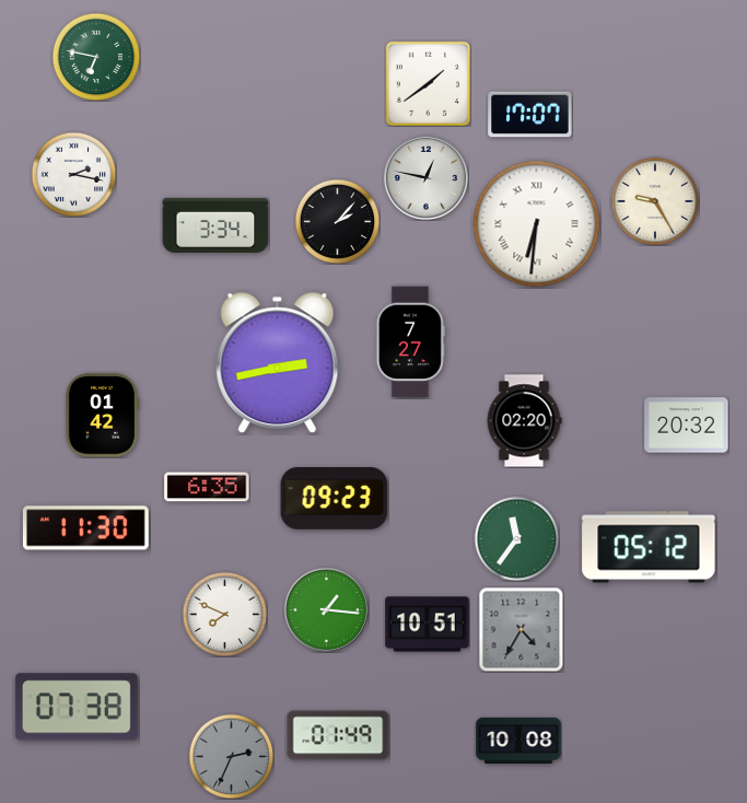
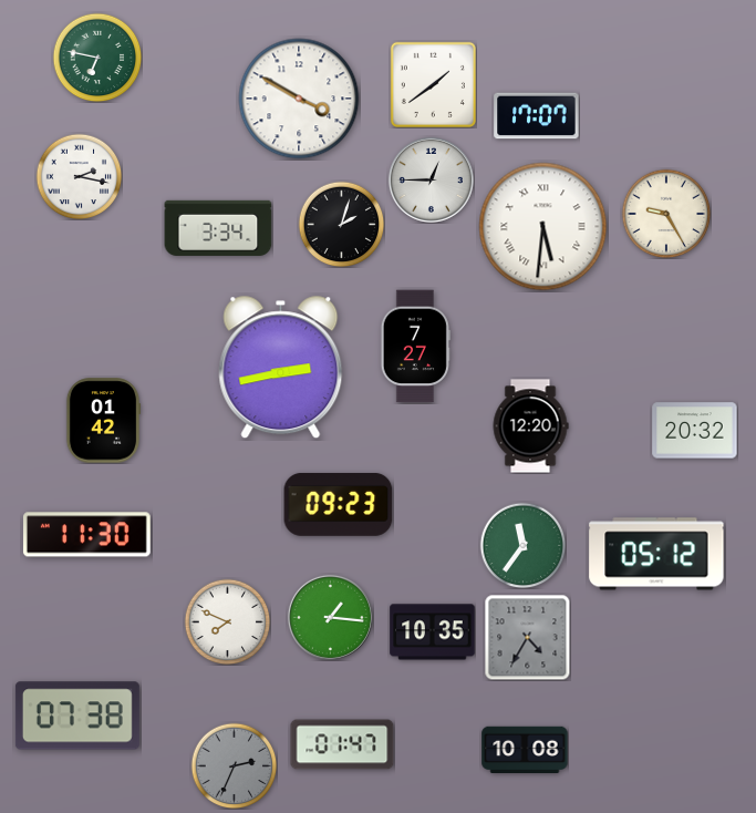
clock at (299, 99): none -> 3:50
clock at (73, 174) position: (73, 174) -> (79, 176)
clock at (425, 177): 12:47 -> 12:45
clock at (655, 201) position: (655, 201) -> (666, 214)
clock at (337, 221): 2:07 -> 2:03
clock at (537, 224): 6:31 -> 5:31
clock at (524, 421): 02:20 -> 12:20
clock at (207, 487): 6:35 -> none
clock at (428, 625): 10:51 -> 10:35
clock at (338, 735): 01:49 -> 01:47
